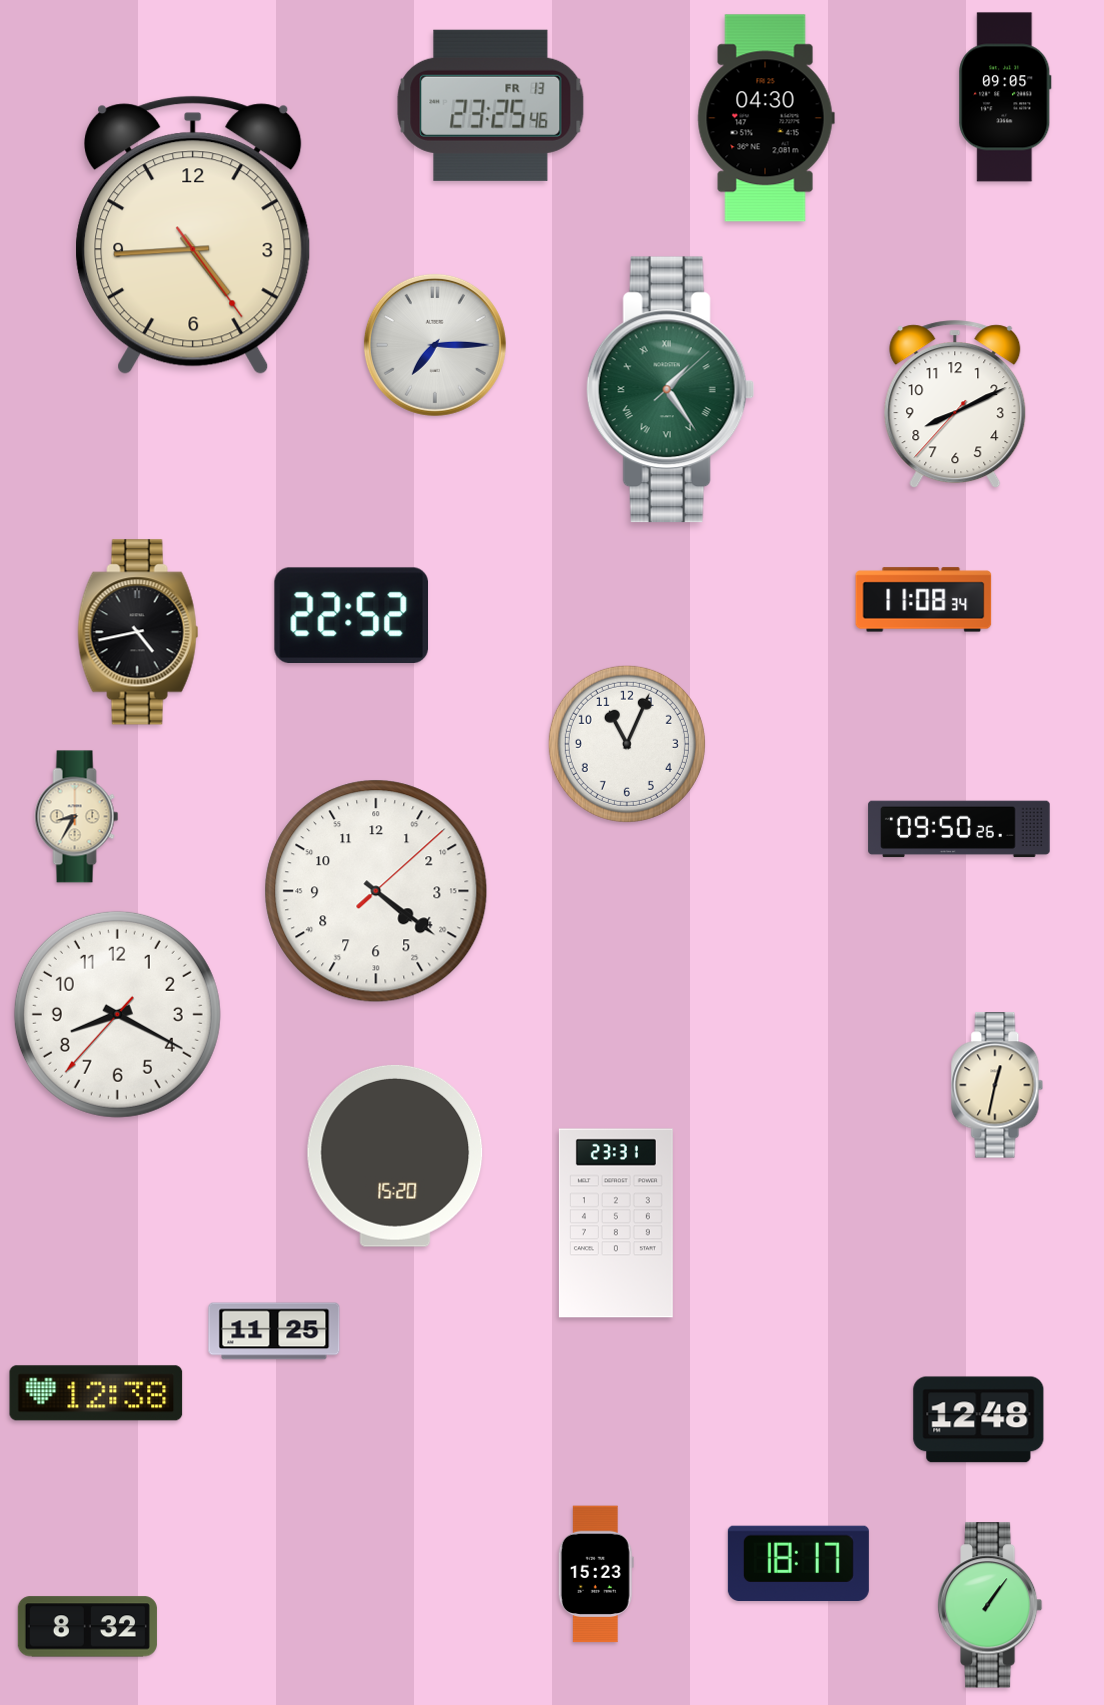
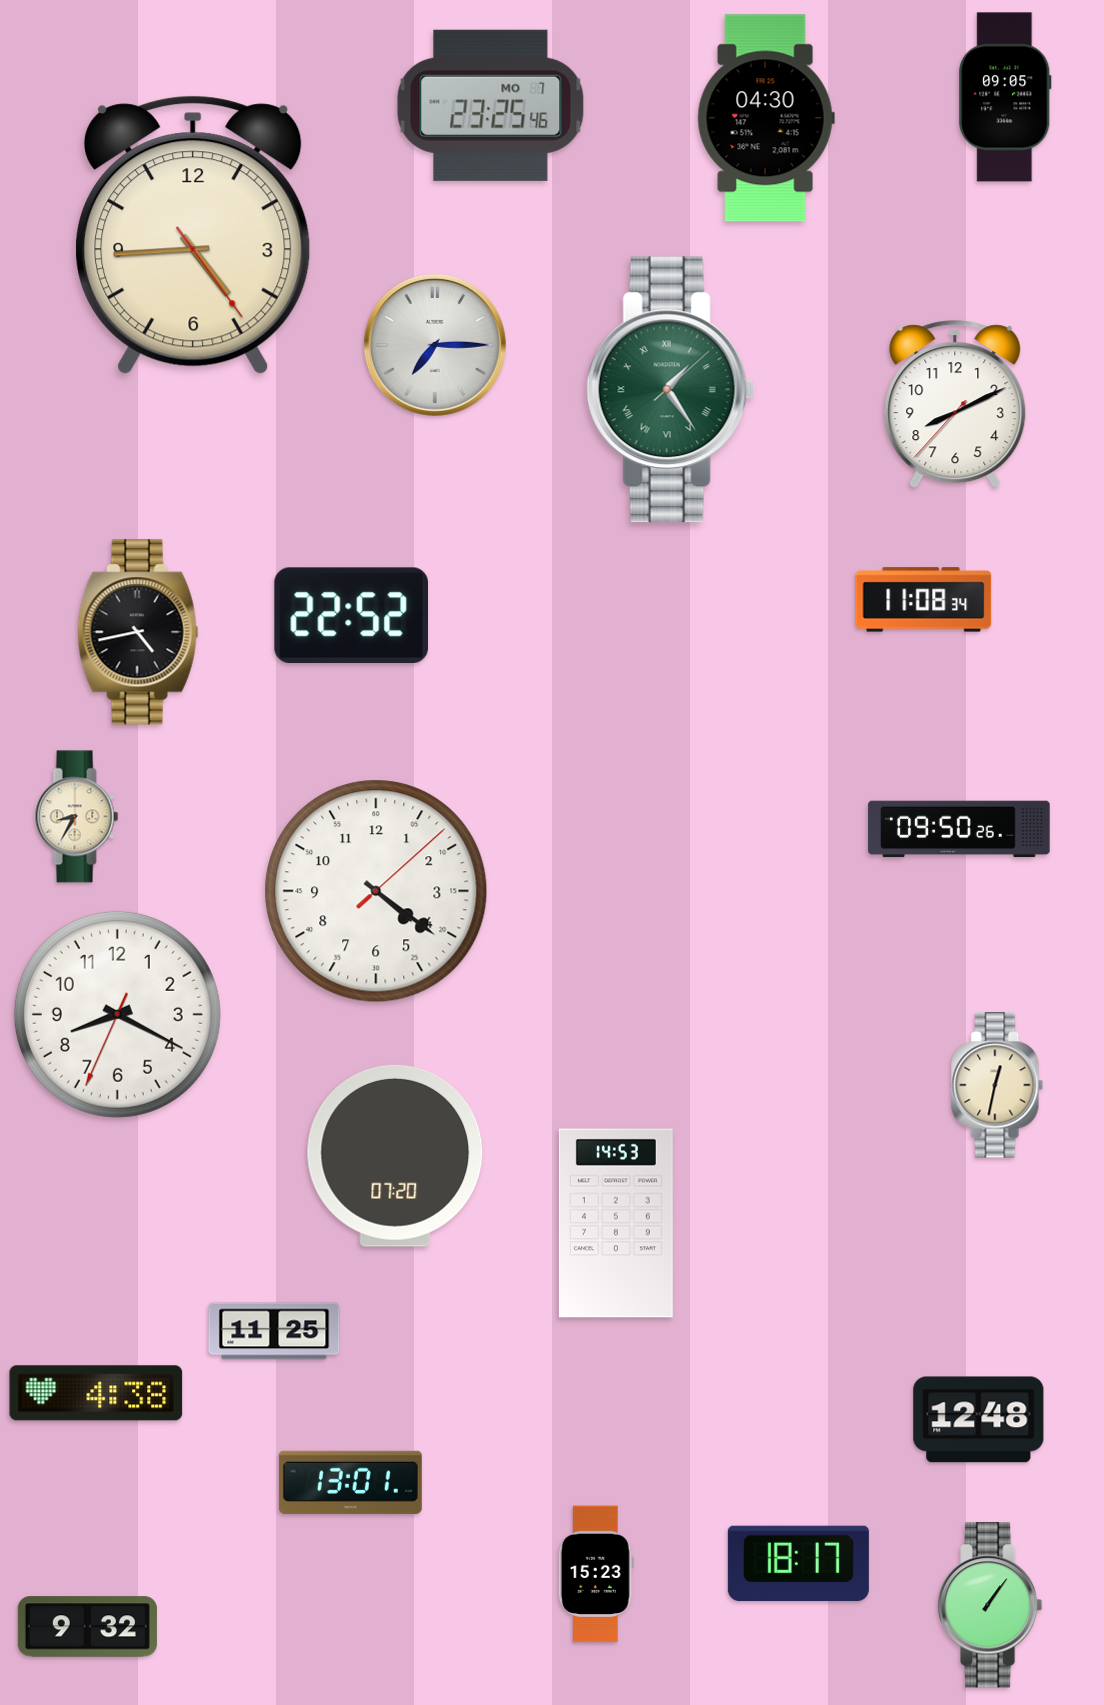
clock at (491, 105) date: FR 13 -> MO 7
clock at (627, 744): 11:04 -> none
clock at (117, 1014): 8:19:37 -> 8:19:34
clock at (395, 1156): 15:20 -> 07:20
clock at (616, 1223): 23:31 -> 14:53
clock at (96, 1393): 12:38 -> 4:38
clock at (350, 1482): none -> 13:01
clock at (87, 1627): 8:32 -> 9:32
